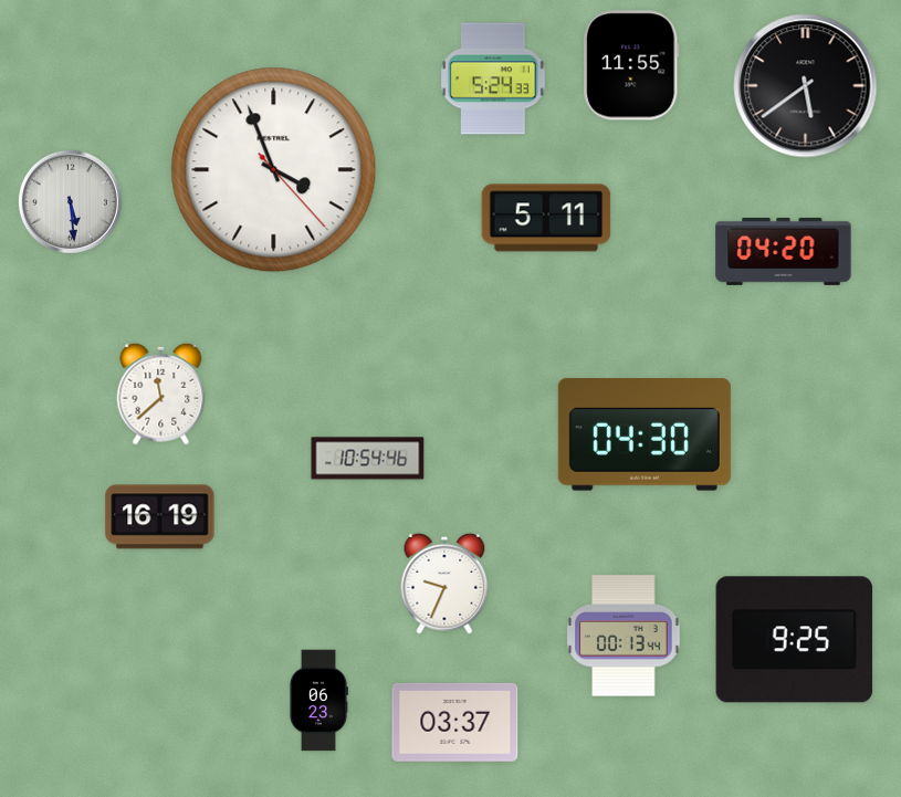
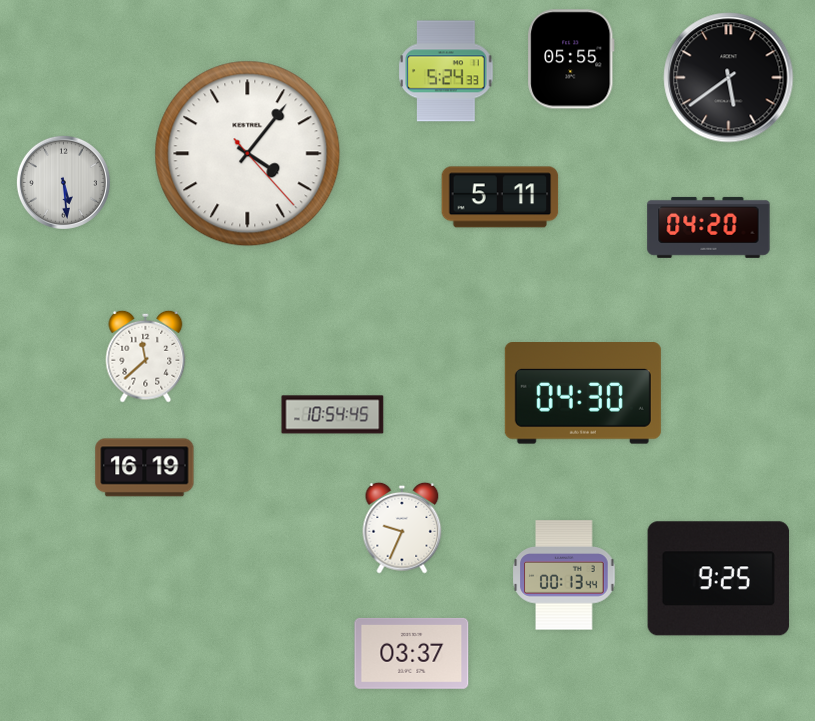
clock at (631, 65): 11:55 -> 05:55
clock at (274, 170): 3:56 -> 4:06
clock at (546, 218) position: (546, 218) -> (500, 197)
clock at (368, 459): 10:54:46 -> 10:54:45
clock at (318, 701): 06:23 -> none
